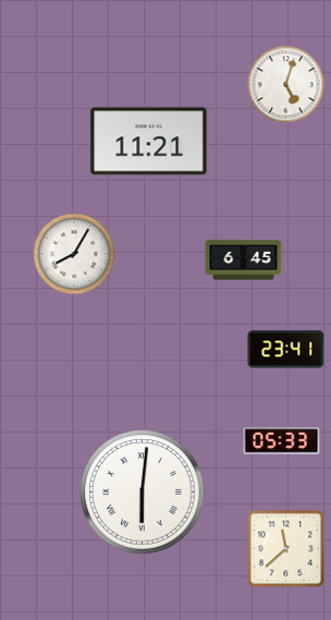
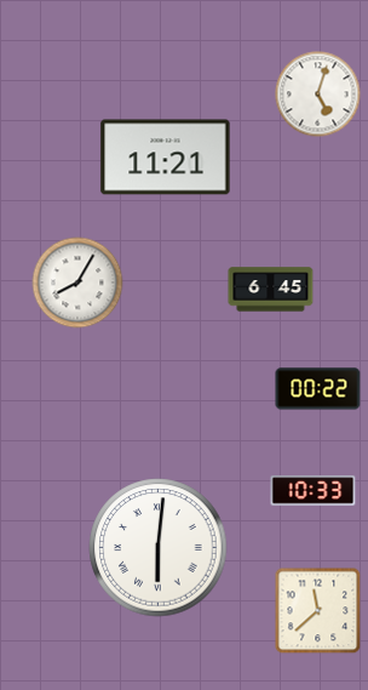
clock at (74, 254) position: (74, 254) -> (77, 283)
clock at (286, 350): 23:41 -> 00:22
clock at (282, 441): 05:33 -> 10:33
